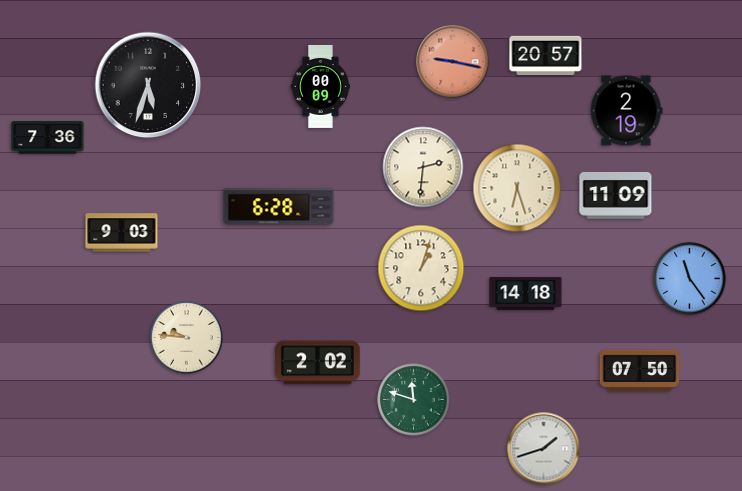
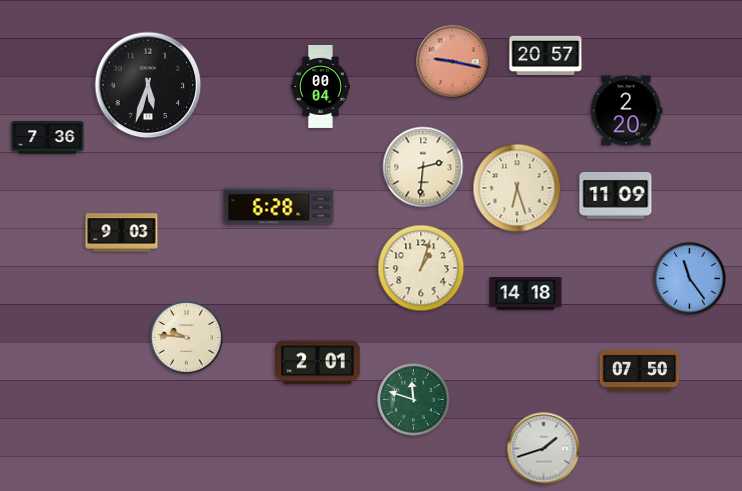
clock at (320, 86): 00:09 -> 00:04
clock at (626, 111): 2:19 -> 2:20
clock at (318, 363): 2:02 -> 2:01
